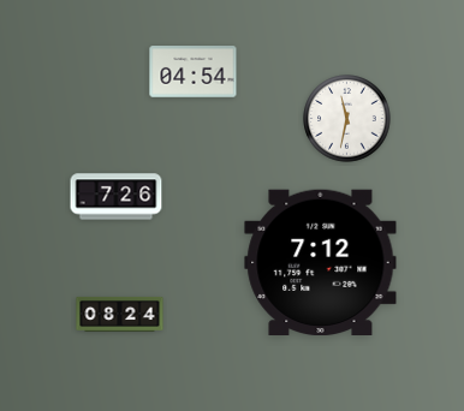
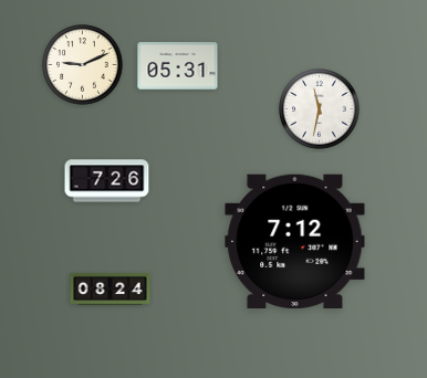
clock at (83, 65): none -> 9:11
clock at (194, 72): 04:54 -> 05:31
